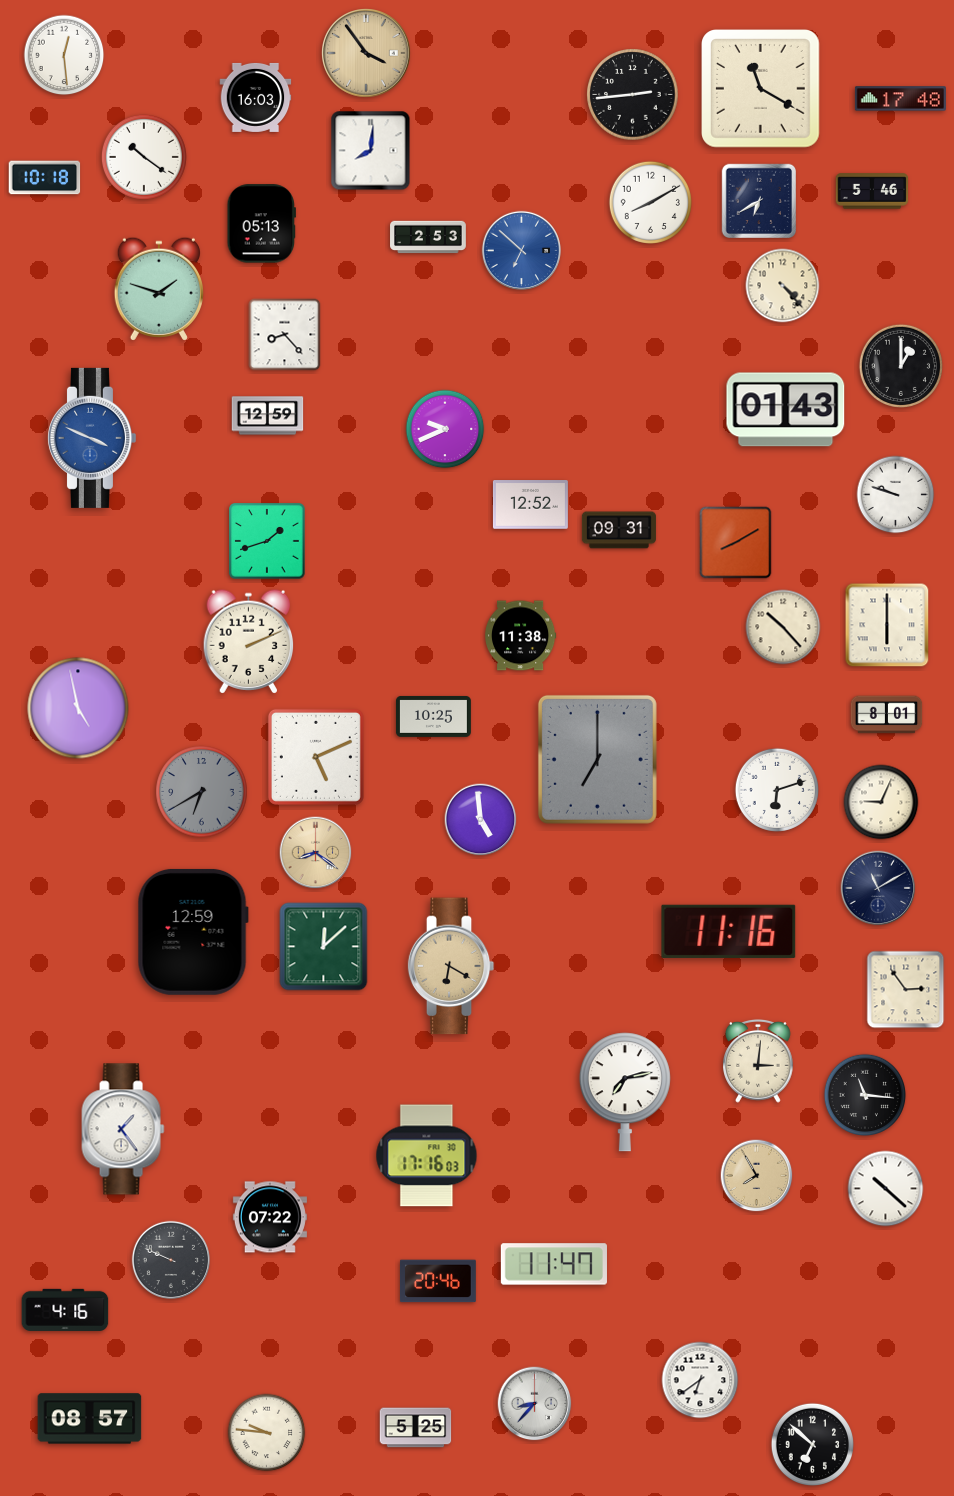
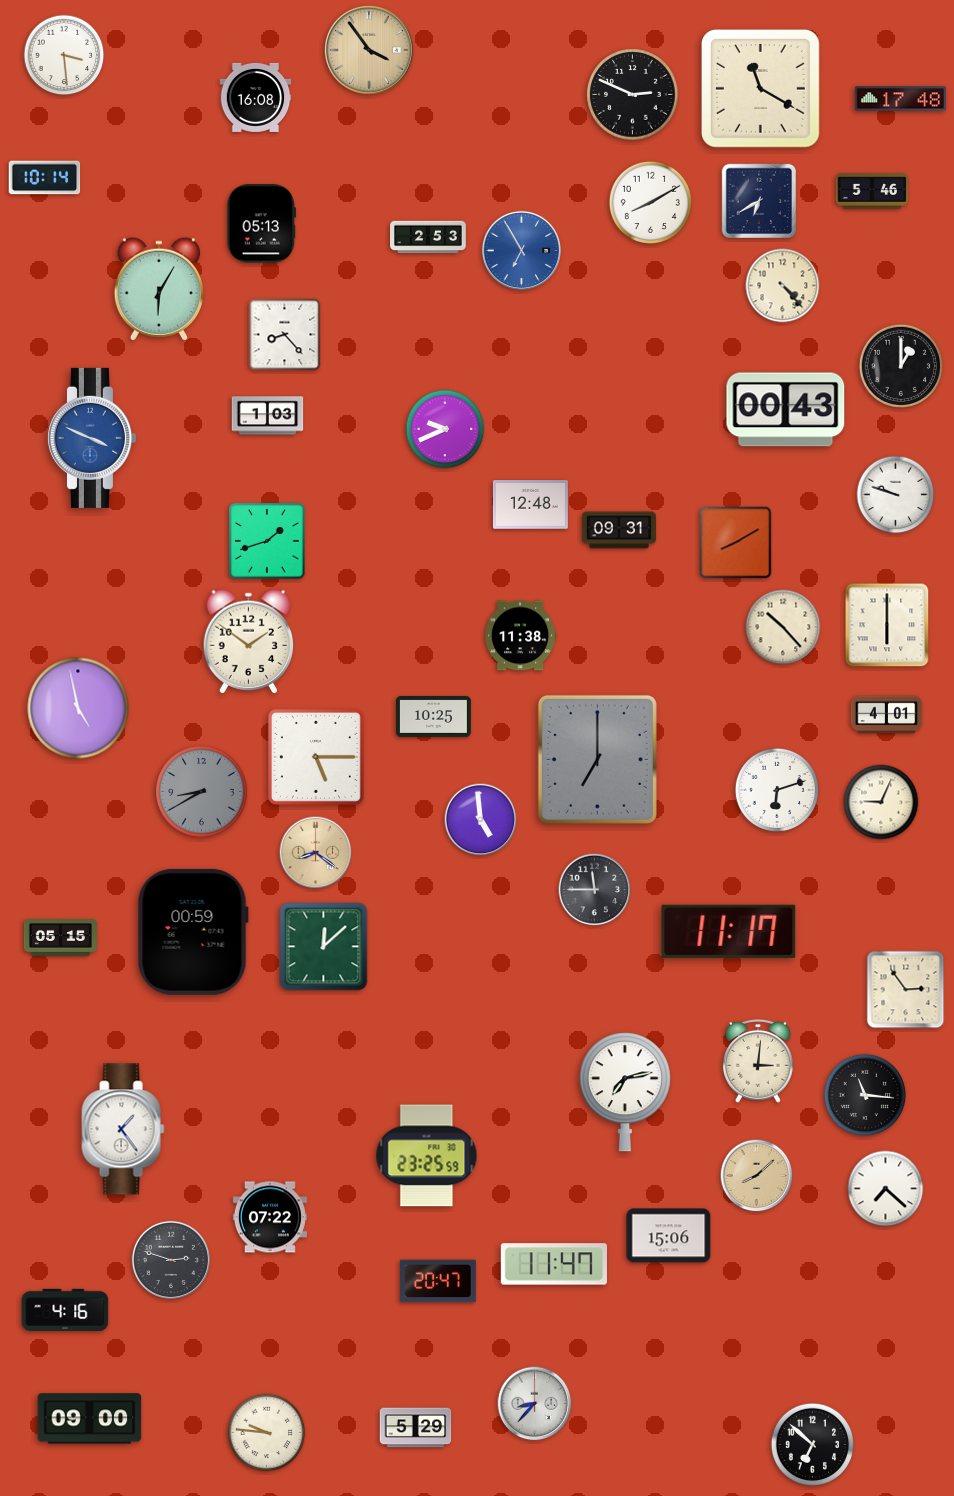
clock at (367, 54) position: (367, 54) -> (370, 51)
clock at (64, 55): 12:29 -> 3:29
clock at (633, 95): 2:44 -> 2:49
clock at (256, 97): 16:03 -> 16:08
clock at (371, 151): 8:01 -> none
clock at (144, 157): 10:21 -> none
clock at (45, 178): 10:18 -> 10:14
clock at (521, 250): 6:52 -> 6:55
clock at (159, 289): 1:48 -> 6:05
clock at (786, 410): 01:43 -> 00:43
clock at (268, 416): 12:59 -> 1:03
clock at (530, 505): 12:52 -> 12:48
clock at (249, 642): 2:11 -> 1:51
clock at (887, 715): 8:01 -> 4:01
clock at (316, 757): 5:11 -> 5:15
clock at (202, 792): 6:40 -> 8:40
clock at (878, 888): 11:10 -> none
clock at (595, 890): none -> 11:45
clock at (729, 931): 11:16 -> 11:17
clock at (193, 932): 12:59 -> 00:59
clock at (60, 938): none -> 05:15
clock at (451, 966): 6:20 -> none
clock at (427, 1156): 17:16 -> 23:25
clock at (757, 1176): 7:55 -> 8:08
clock at (886, 1189): 10:22 -> 7:22
clock at (669, 1236): none -> 15:06
clock at (170, 1259): 9:49 -> 2:48
clock at (438, 1281): 20:46 -> 20:47
clock at (700, 1380): 6:39 -> none
clock at (90, 1419): 08:57 -> 09:00
clock at (416, 1428): 5:25 -> 5:29
